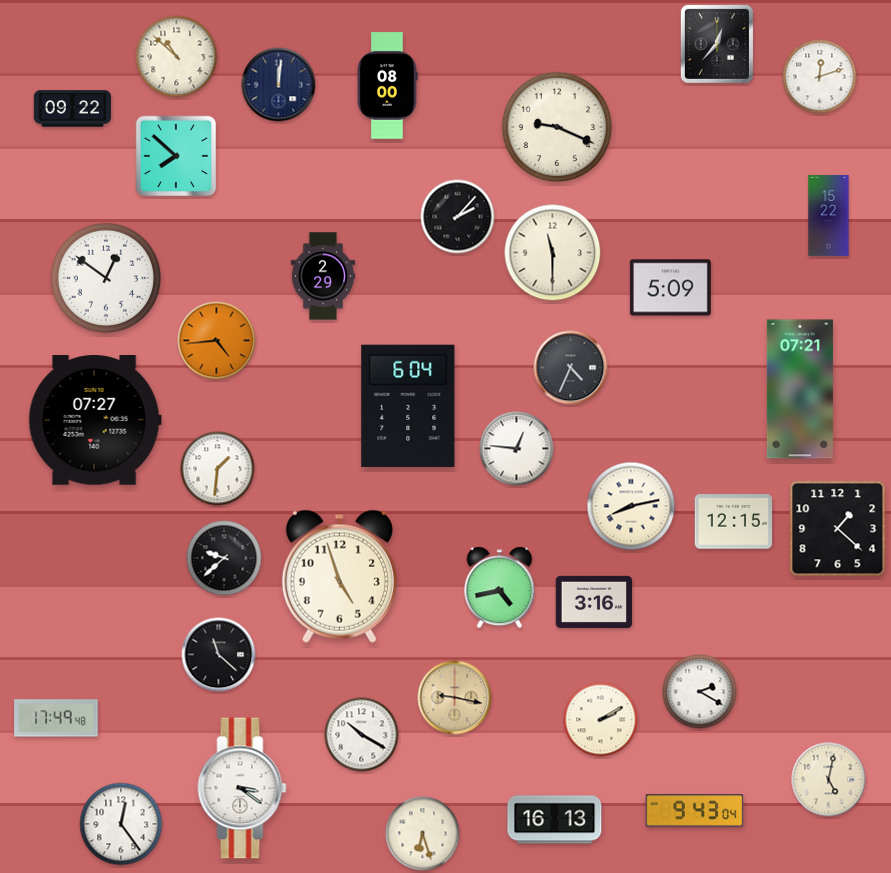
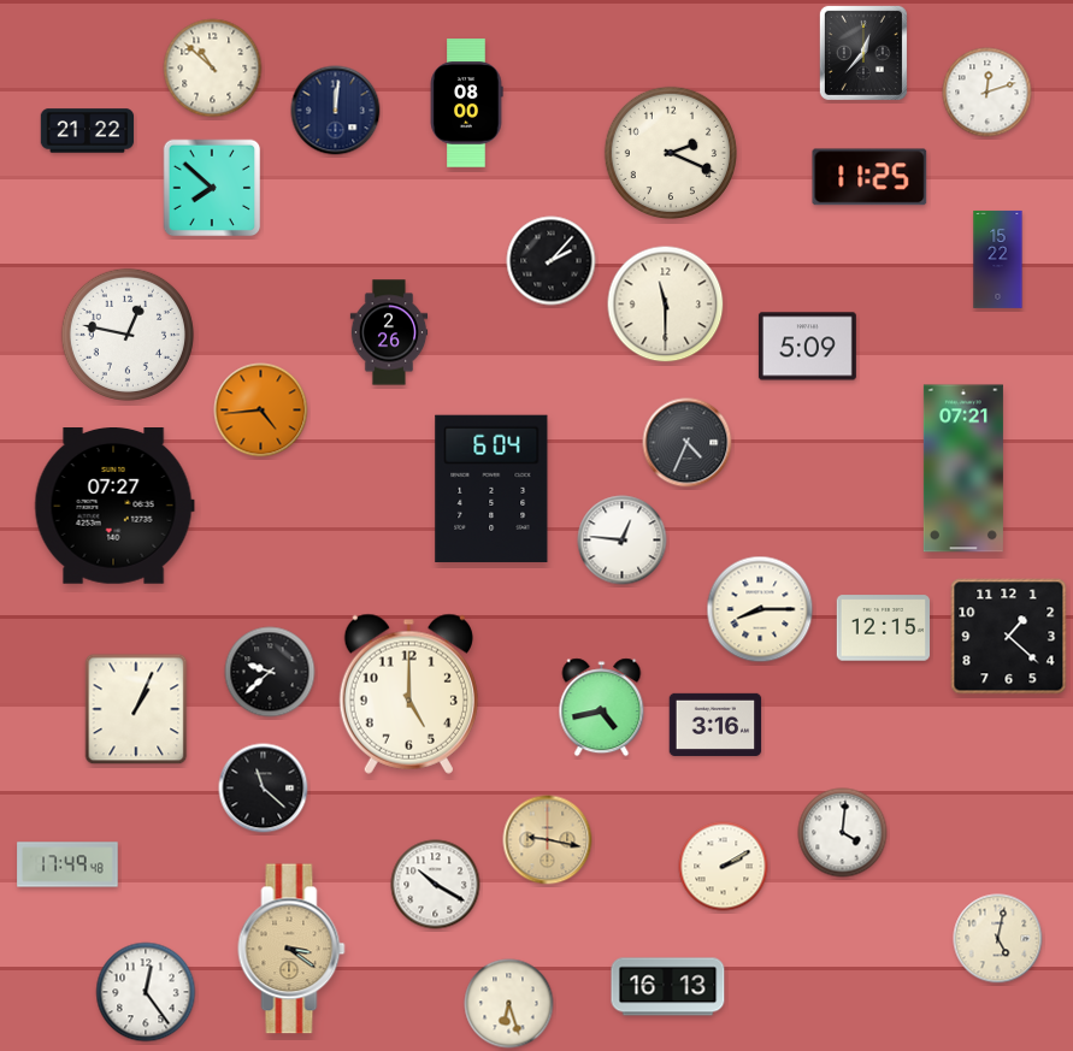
clock at (279, 85) position: (279, 85) -> (336, 111)
clock at (73, 109): 09:22 -> 21:22
clock at (556, 126): 9:19 -> 2:19
clock at (869, 177): none -> 11:25
clock at (323, 276): 2:29 -> 2:26
clock at (105, 277): 12:51 -> 12:47
clock at (218, 469): 1:31 -> none
clock at (631, 506): 8:13 -> 8:15
clock at (339, 576): 4:57 -> 5:00
clock at (136, 709): none -> 1:04
clock at (700, 692): 2:20 -> 4:01
clock at (242, 788) dial: white -> champagne
clock at (695, 811): 9:43 -> none
